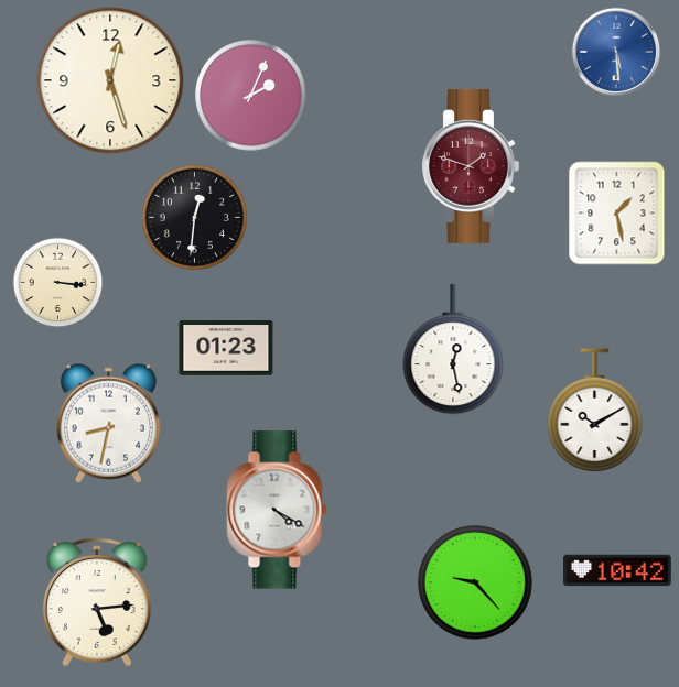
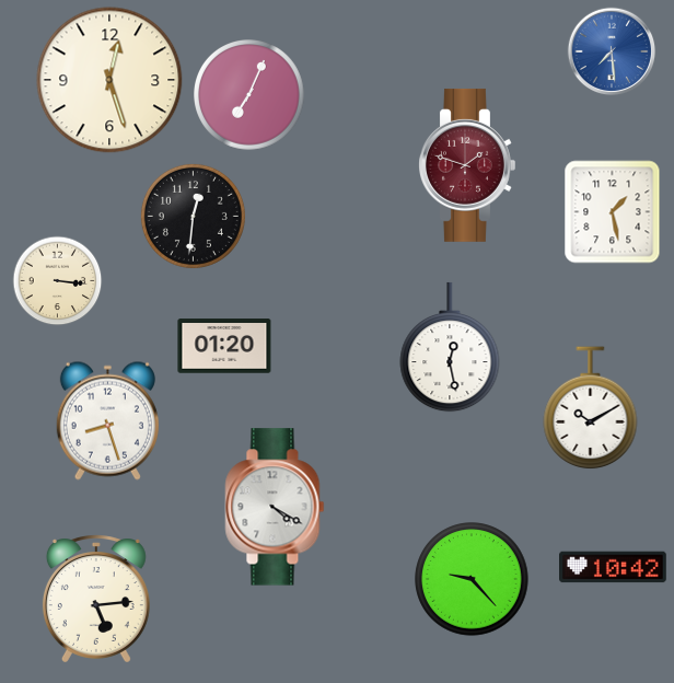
clock at (616, 52): 5:29 -> 7:29
clock at (251, 96): 2:04 -> 7:04
clock at (226, 348): 01:23 -> 01:20
clock at (108, 423): 8:32 -> 8:27
